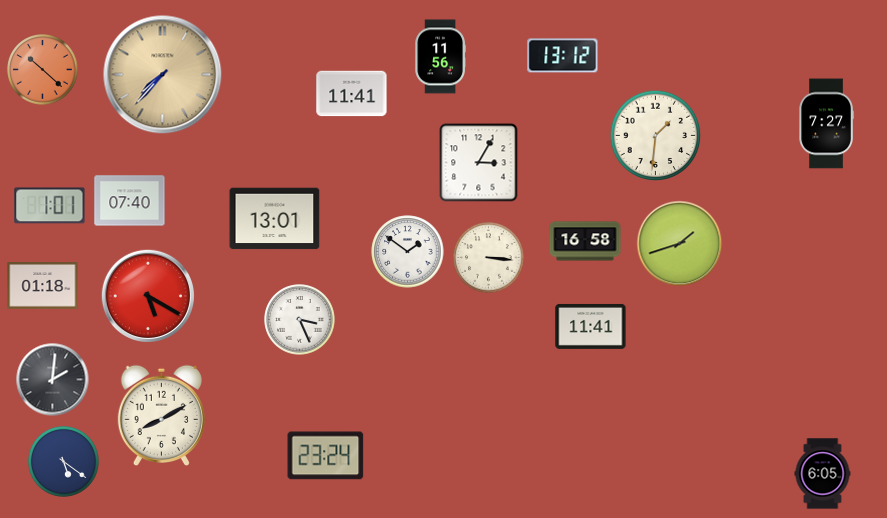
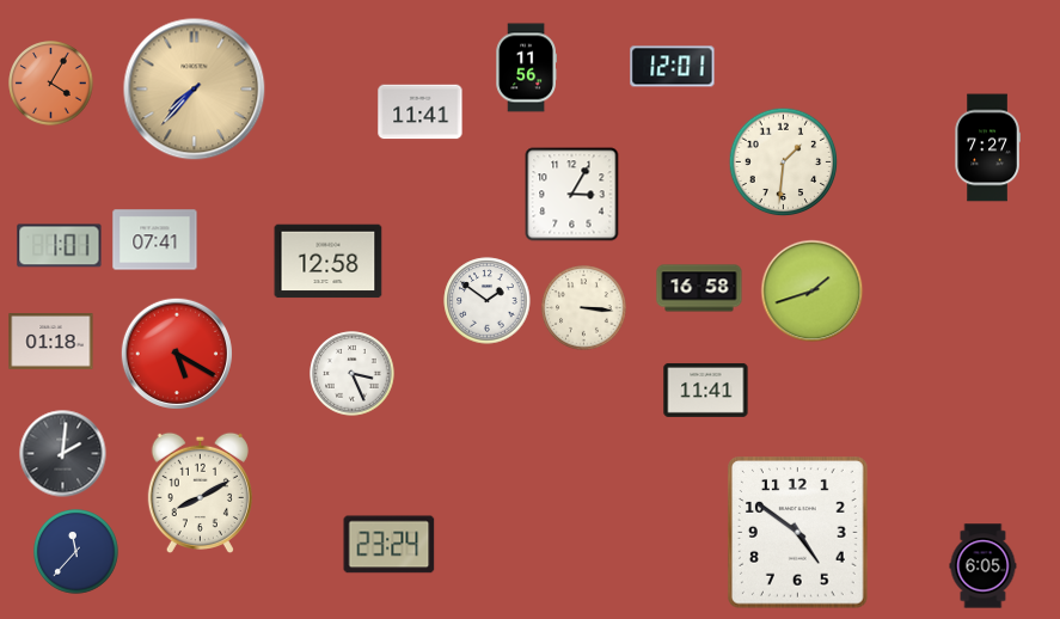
clock at (563, 56): 13:12 -> 12:01
clock at (43, 70): 10:22 -> 4:05
clock at (130, 201): 07:40 -> 07:41
clock at (275, 219): 13:01 -> 12:58
clock at (300, 320) position: (300, 320) -> (353, 374)
clock at (161, 415) position: (161, 415) -> (200, 492)
clock at (798, 533): none -> 4:51
clock at (64, 462): 5:21 -> 11:37
